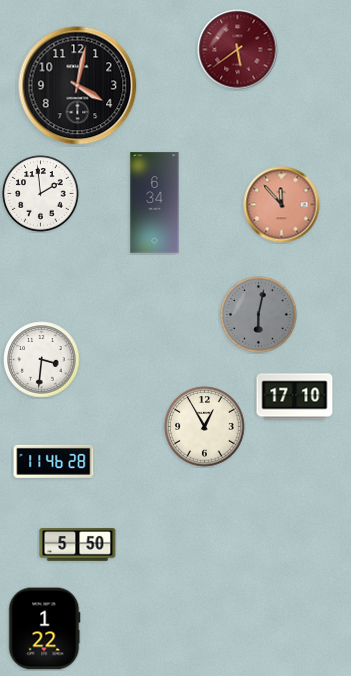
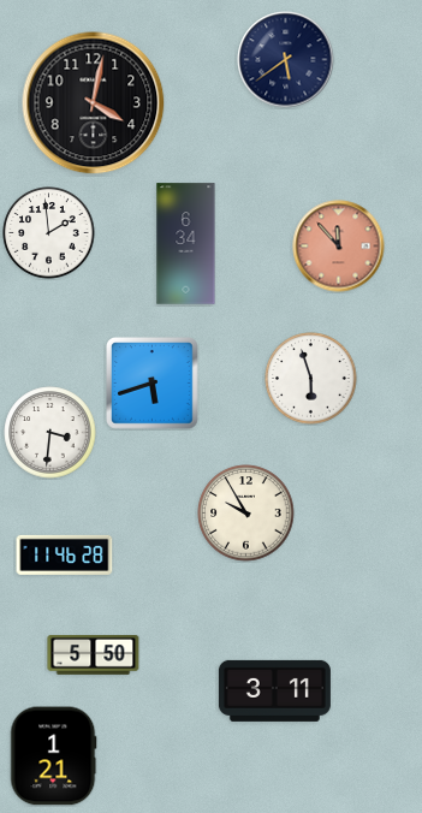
clock at (238, 50) dial: burgundy -> navy
clock at (259, 315): 6:02 -> 5:57
clock at (259, 315) dial: grey -> white
clock at (153, 384): none -> 5:42
clock at (295, 397): 17:10 -> none
clock at (205, 427): 12:55 -> 9:55
clock at (274, 690): none -> 3:11
clock at (45, 629): 1:22 -> 1:21
